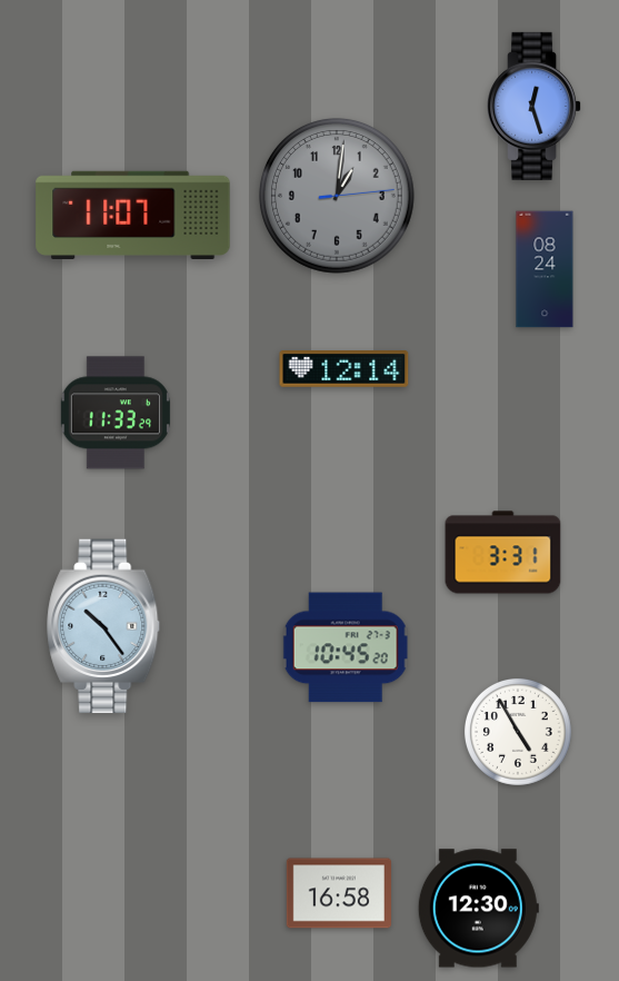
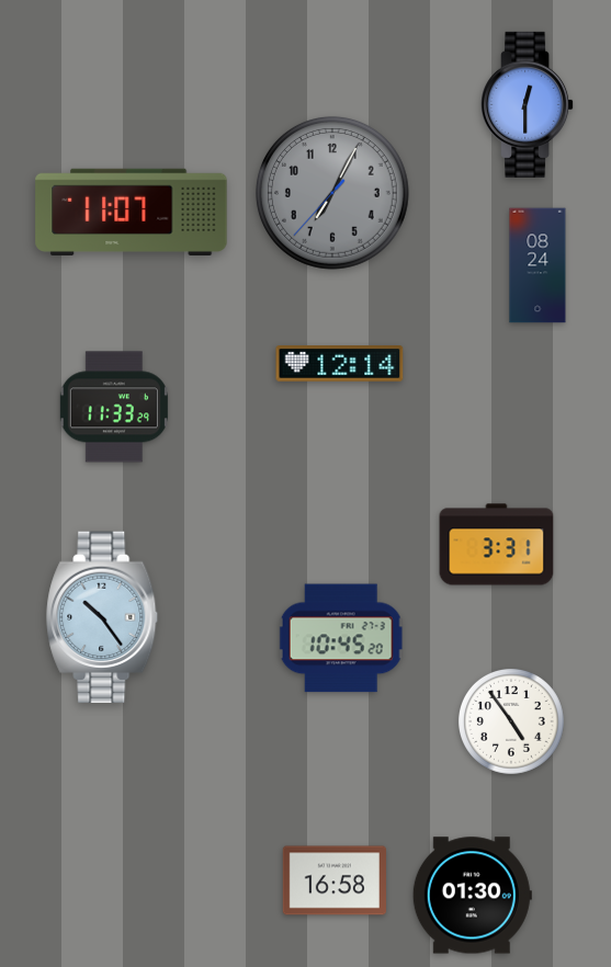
clock at (535, 106): 12:27 -> 12:30
clock at (337, 196): 1:01 -> 7:04
clock at (518, 732): 4:55 -> 4:54
clock at (478, 909): 12:30 -> 01:30
